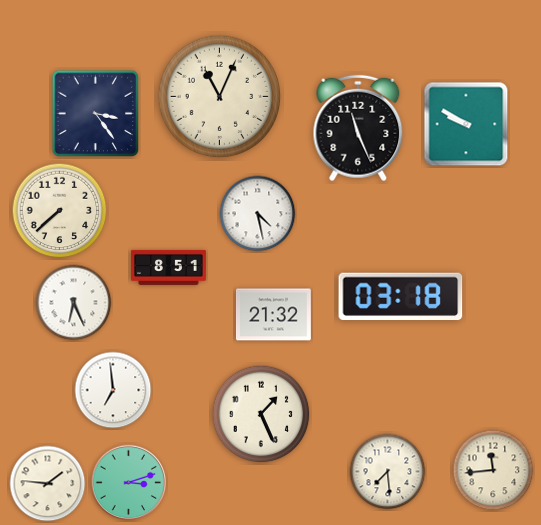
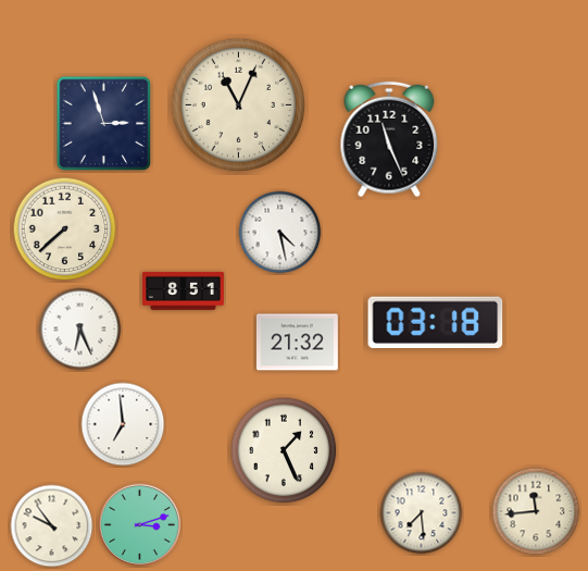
clock at (96, 114): 3:24 -> 2:57
clock at (466, 124): 9:50 -> none
clock at (48, 484): 1:46 -> 9:54
